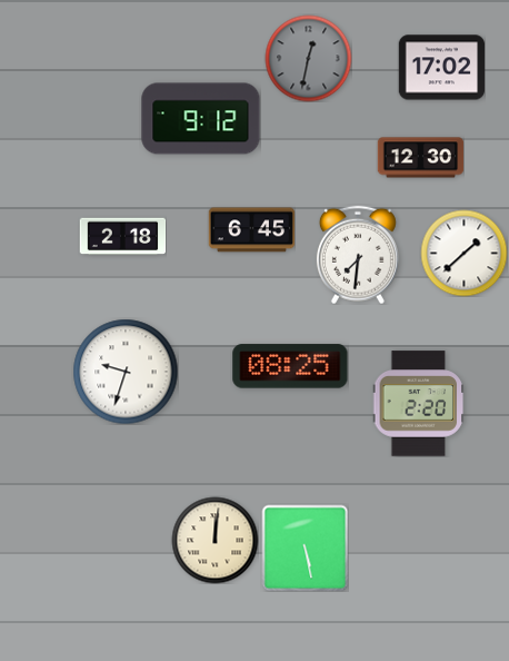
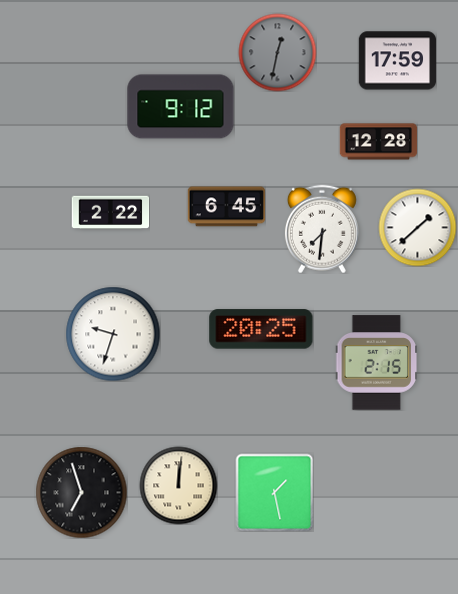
clock at (441, 68): 17:02 -> 17:59
clock at (420, 158): 12:30 -> 12:28
clock at (122, 237): 2:18 -> 2:22
clock at (290, 366): 08:25 -> 20:25
clock at (419, 404): 2:20 -> 2:15
clock at (214, 540) position: (214, 540) -> (178, 485)
clock at (81, 492): none -> 6:57
clock at (305, 547): 5:28 -> 1:28
